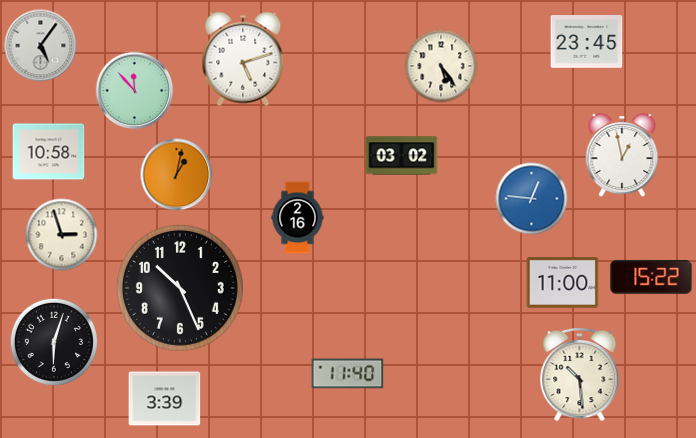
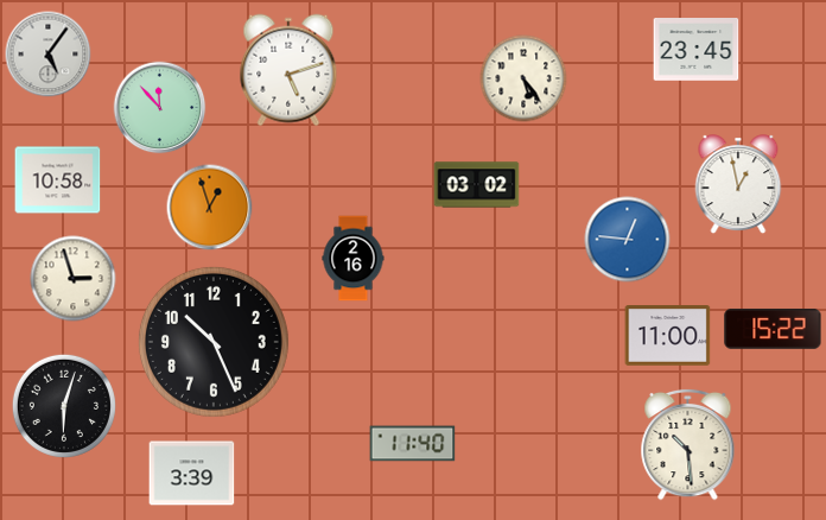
clock at (177, 175): 1:02 -> 12:57
clock at (532, 199) position: (532, 199) -> (628, 240)
clock at (165, 399) position: (165, 399) -> (192, 474)
